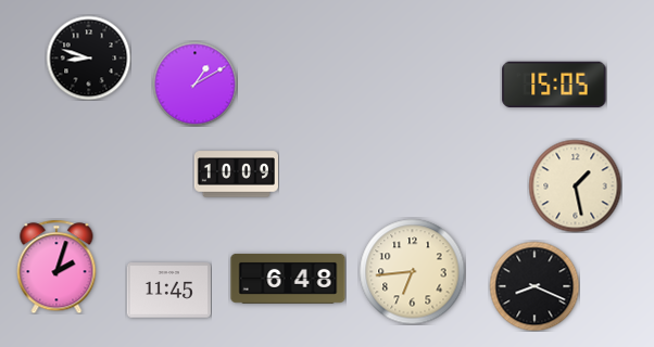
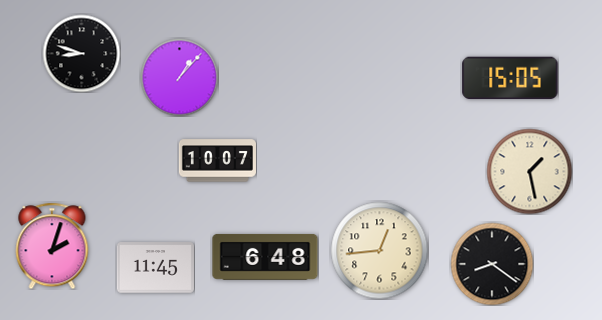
clock at (194, 83): 1:10 -> 1:07
clock at (236, 175): 10:09 -> 10:07
clock at (412, 271): 6:44 -> 12:44
clock at (534, 286): 8:19 -> 8:21
